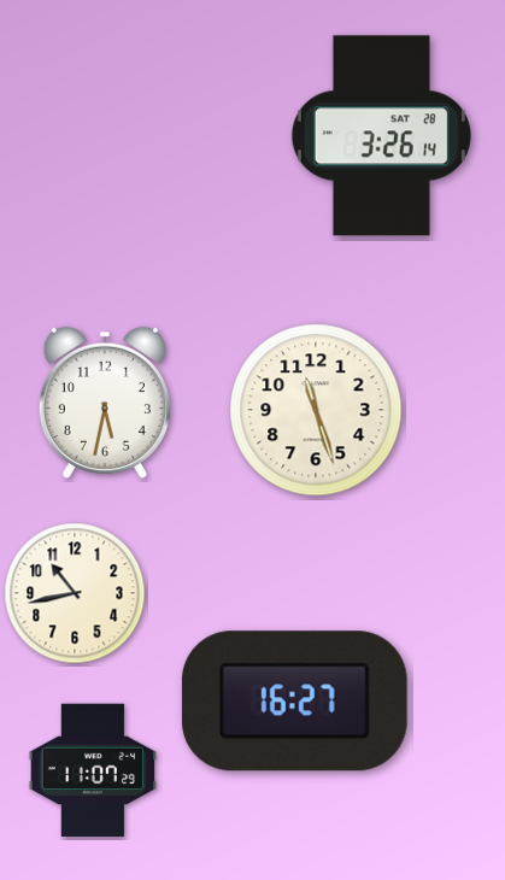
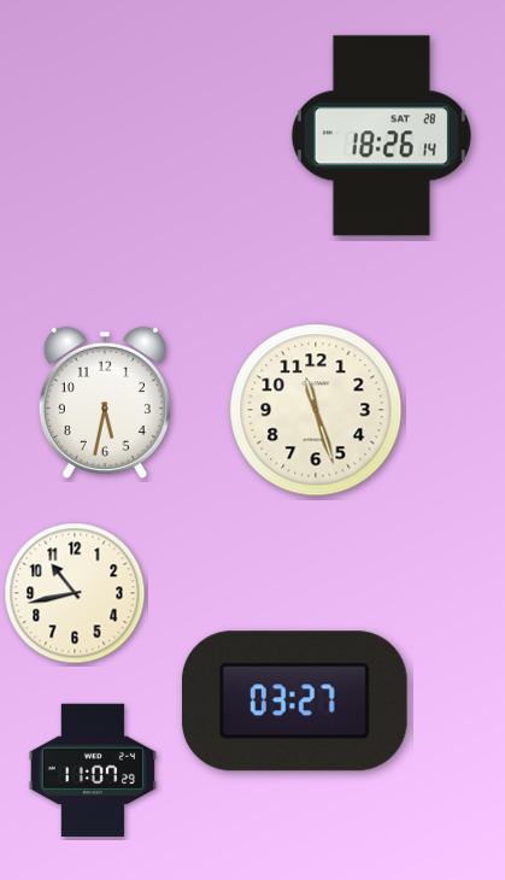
clock at (381, 136): 3:26 -> 18:26
clock at (294, 702): 16:27 -> 03:27
